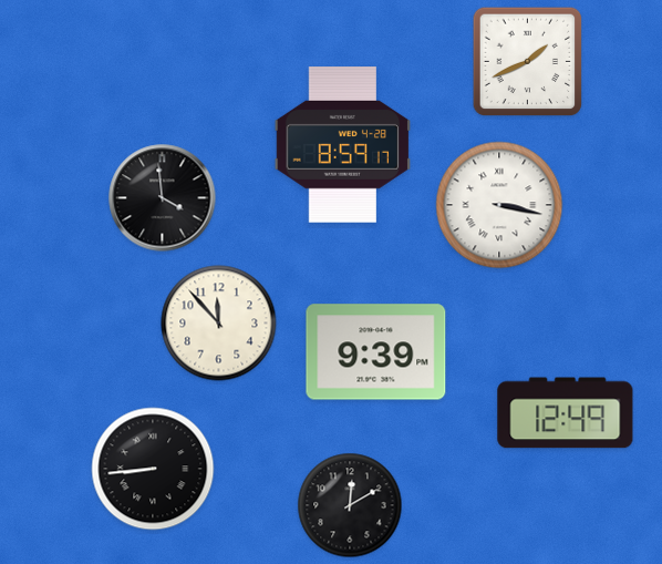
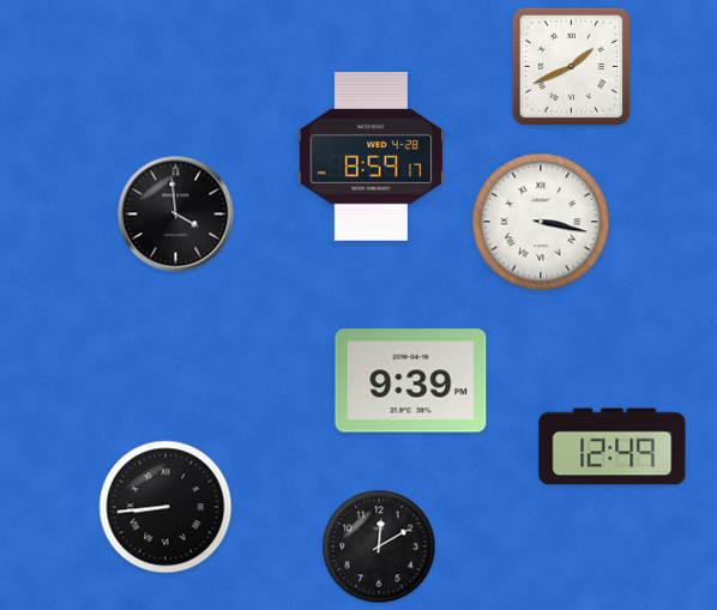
clock at (219, 324): 11:53 -> none
clock at (376, 352) position: (376, 352) -> (411, 381)
